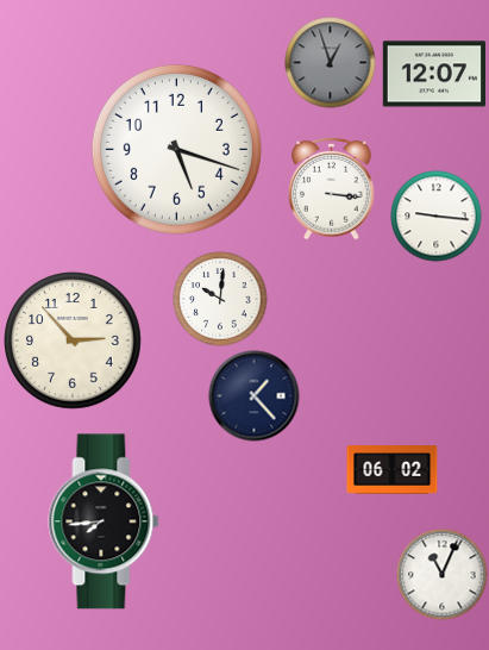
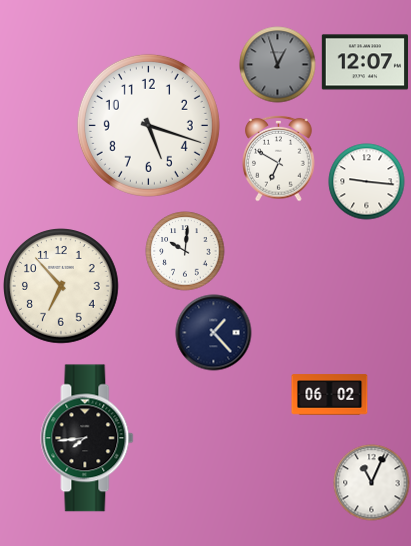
clock at (331, 63) position: (331, 63) -> (278, 65)
clock at (332, 188): 3:16 -> 6:50
clock at (74, 342): 2:53 -> 6:53
